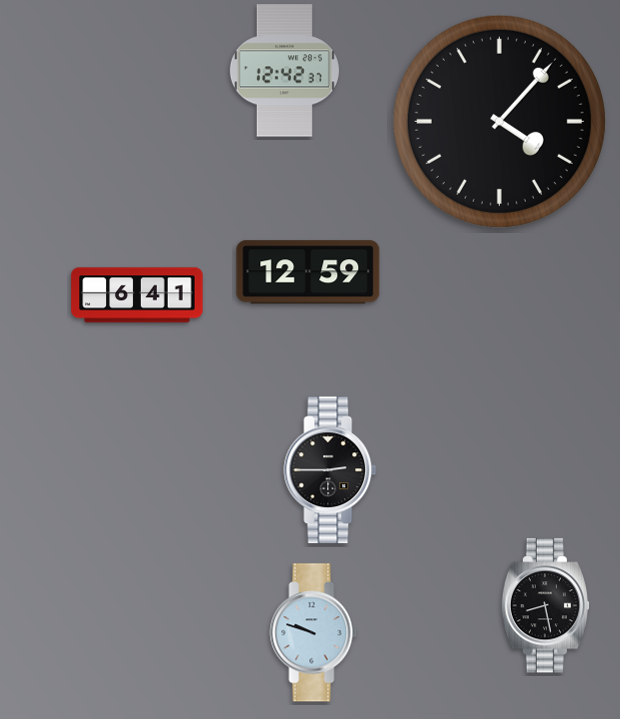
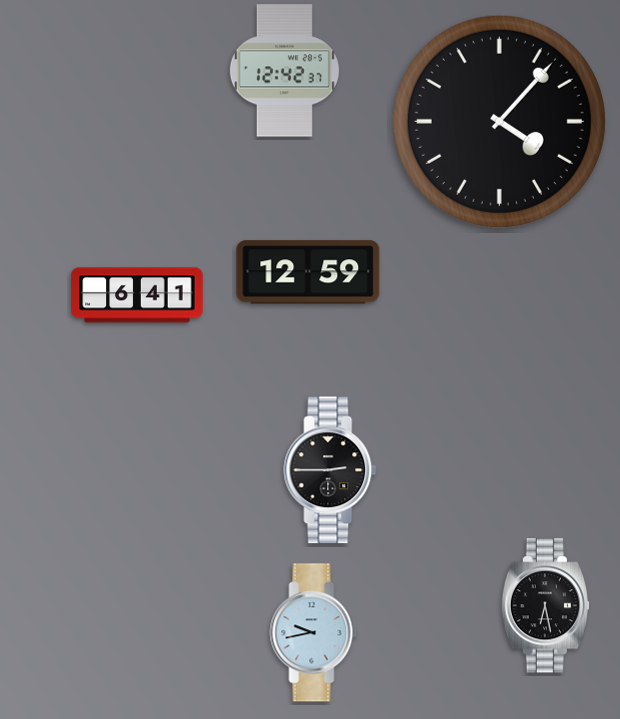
clock at (545, 606): 8:28 -> 6:28
clock at (314, 633): 9:48 -> 9:43
